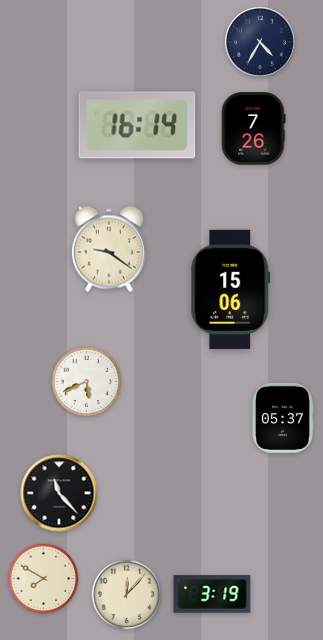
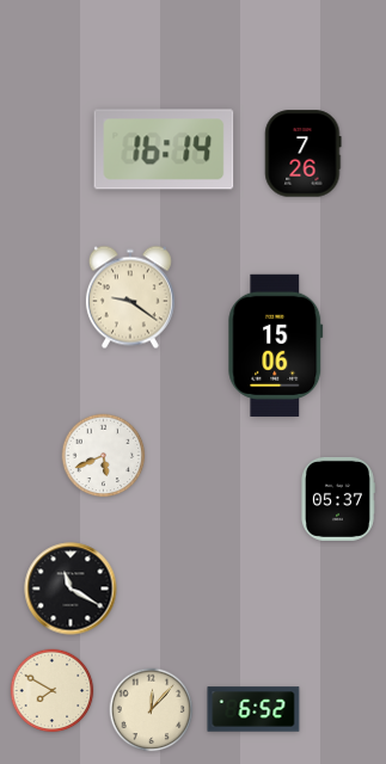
clock at (260, 42): 4:35 -> none
clock at (59, 493): 11:23 -> 11:20
clock at (212, 594): 3:19 -> 6:52
